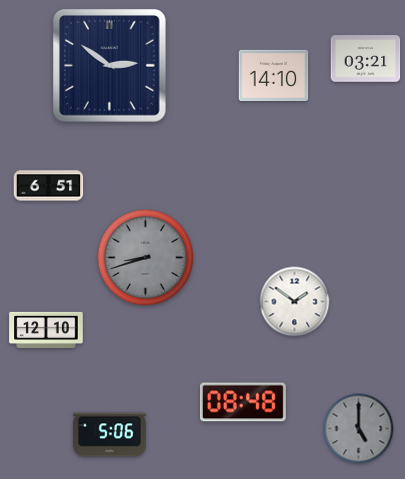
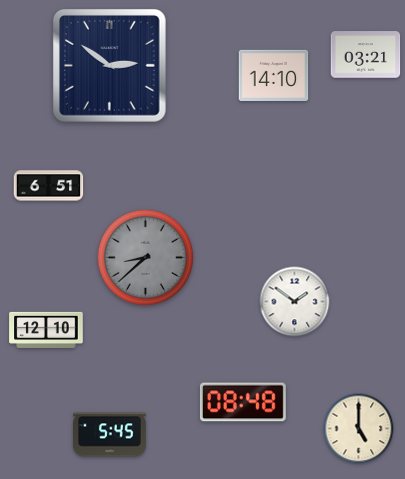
clock at (366, 59) position: (366, 59) -> (366, 55)
clock at (146, 258): 8:42 -> 8:38
clock at (359, 429) dial: grey -> cream
clock at (110, 435): 5:06 -> 5:45
